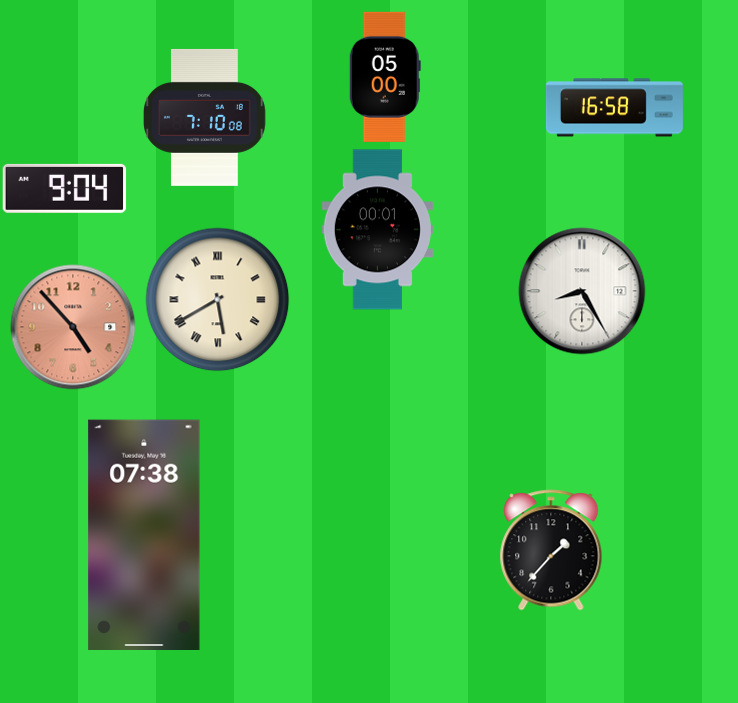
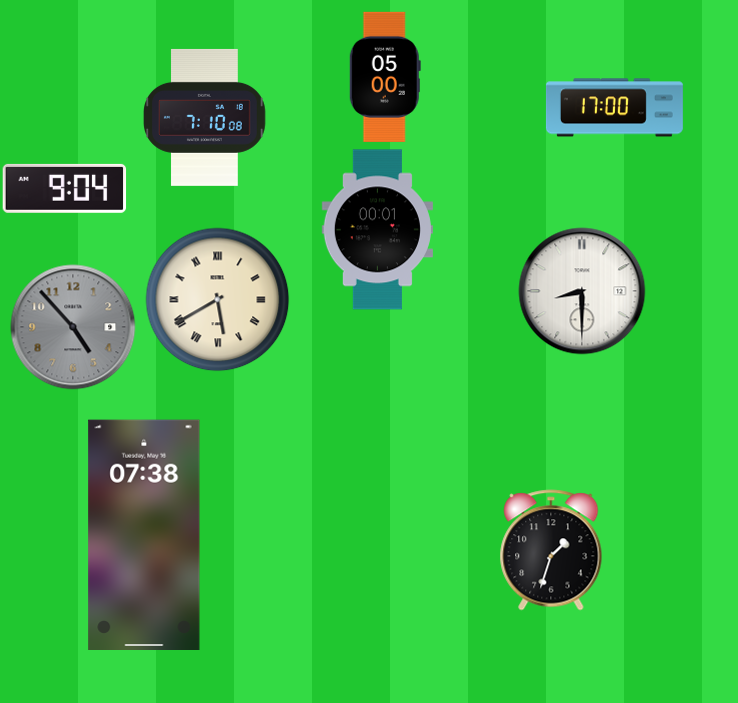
clock at (614, 108): 16:58 -> 17:00
clock at (582, 291): 8:25 -> 8:30
clock at (73, 327) dial: salmon -> grey
clock at (551, 550): 1:37 -> 1:33
